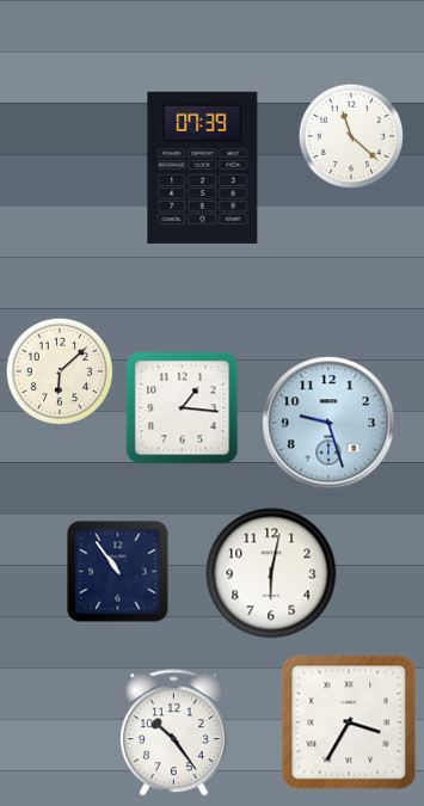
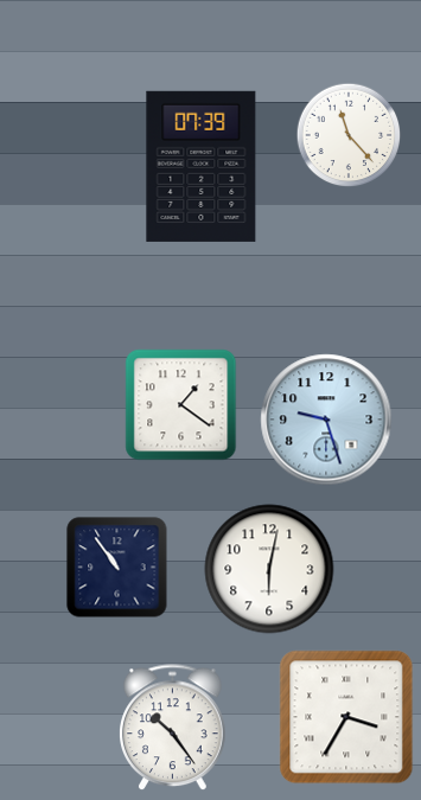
clock at (351, 136): 11:22 -> 11:23
clock at (59, 371): 6:08 -> none
clock at (183, 408): 1:16 -> 1:21
